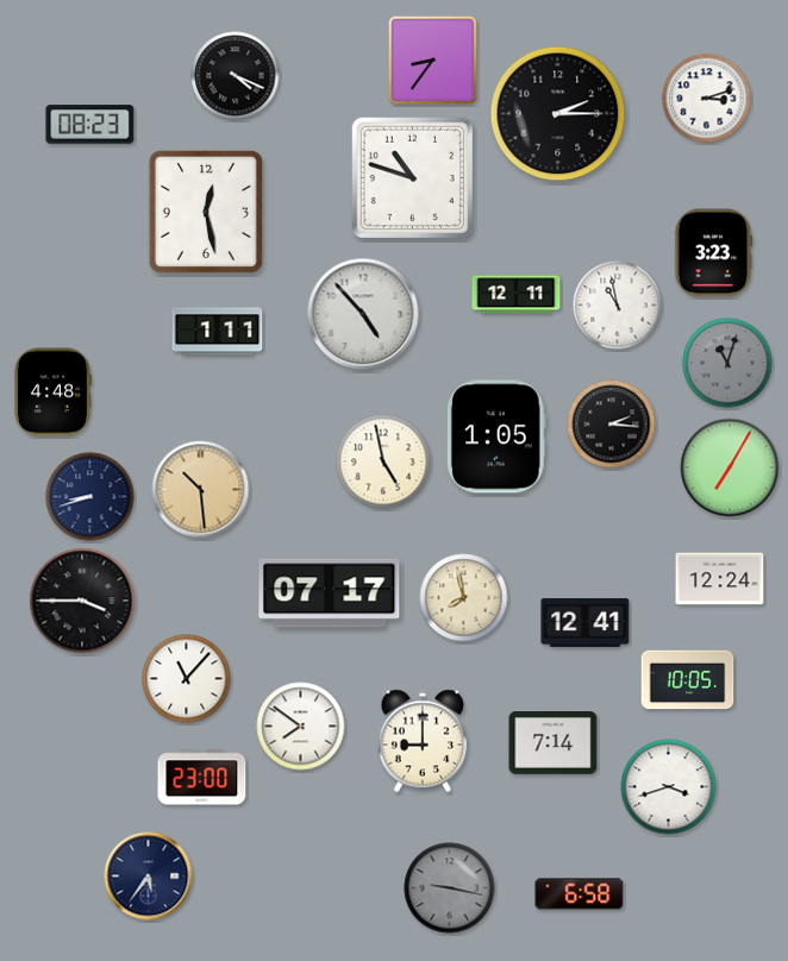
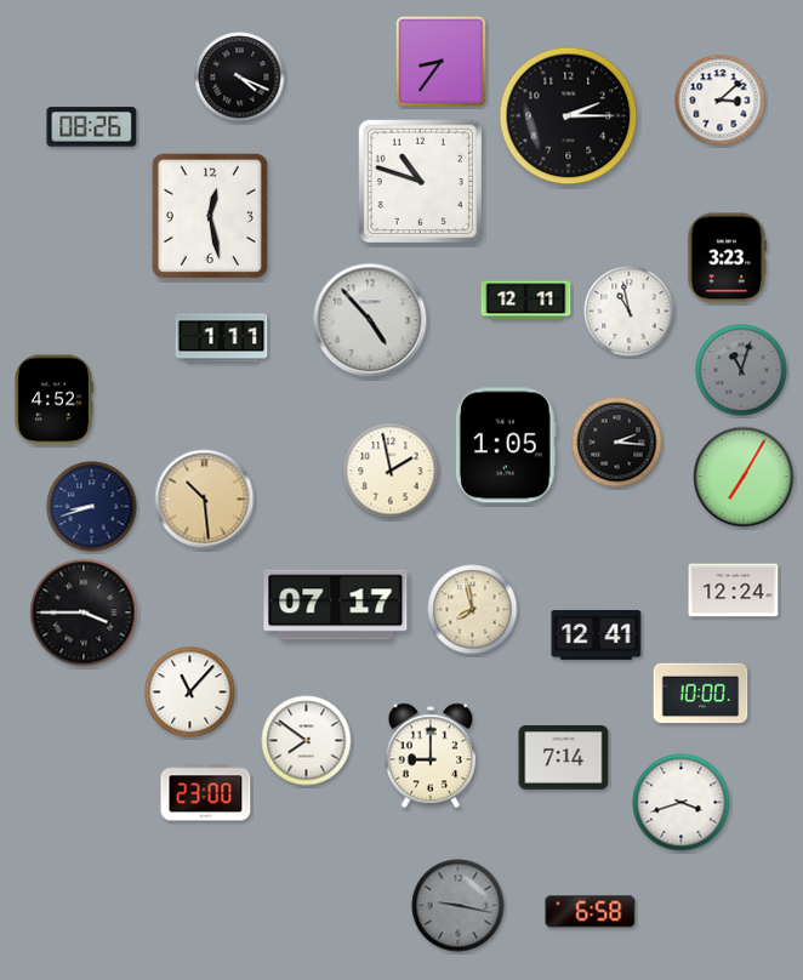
clock at (707, 99): 3:12 -> 3:08
clock at (90, 125): 08:23 -> 08:26
clock at (52, 392): 4:48 -> 4:52
clock at (612, 425) position: (612, 425) -> (617, 443)
clock at (383, 461): 4:58 -> 1:58
clock at (688, 680): 10:05 -> 10:00
clock at (149, 877): 5:36 -> none
